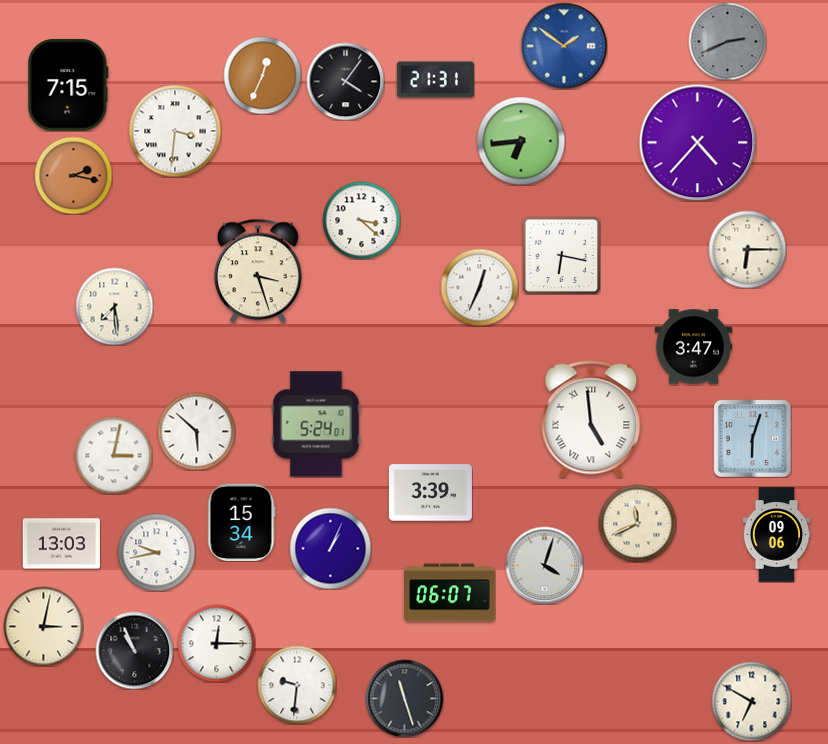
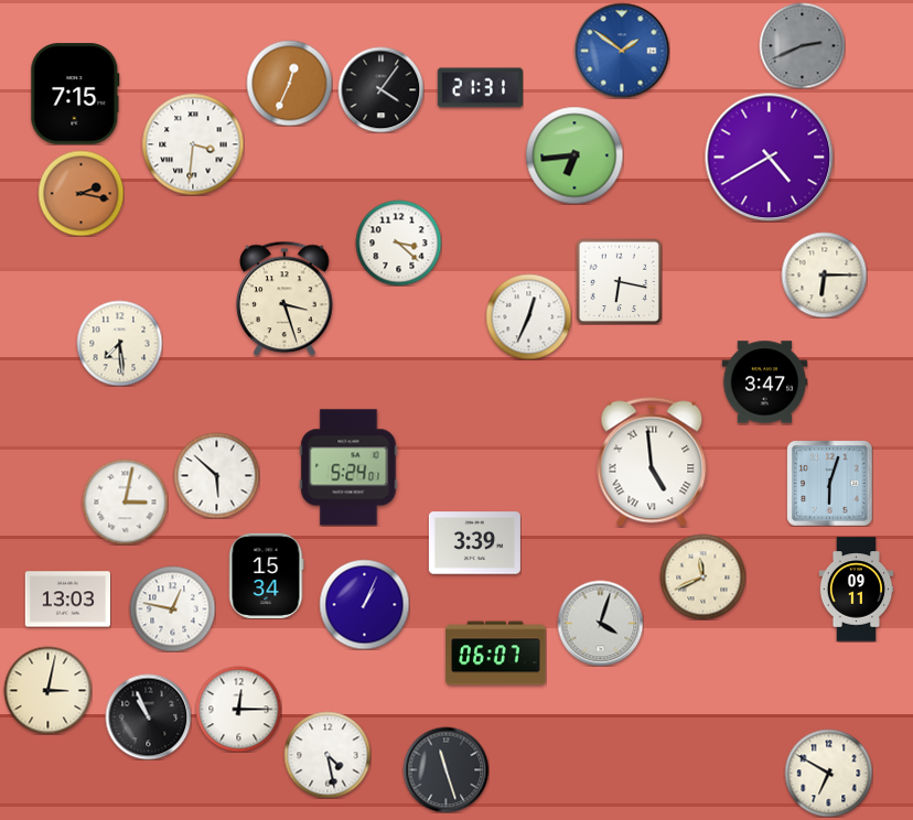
clock at (697, 142): 4:37 -> 4:40
clock at (114, 306) position: (114, 306) -> (119, 343)
clock at (777, 535): 09:06 -> 09:11
clock at (156, 552): 9:43 -> 12:47
clock at (297, 685): 9:31 -> 4:28
